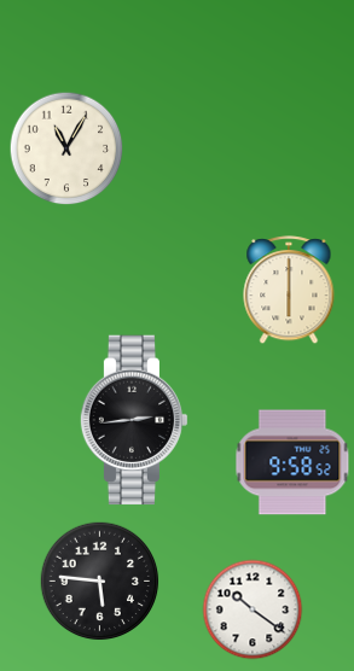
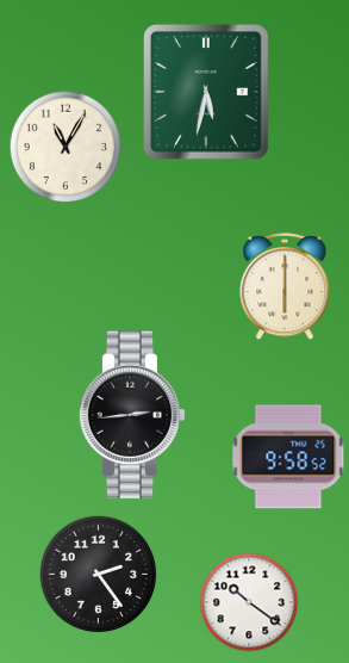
clock at (206, 92): none -> 5:32
clock at (100, 582): 5:46 -> 2:24
